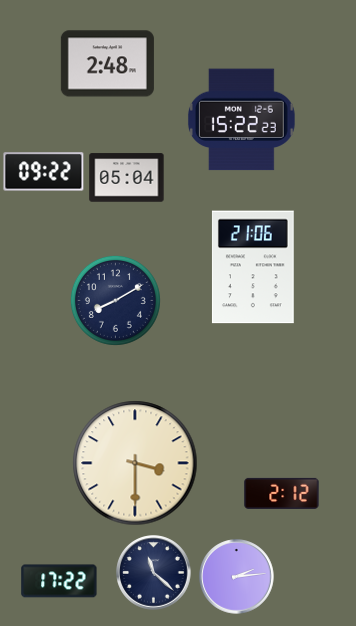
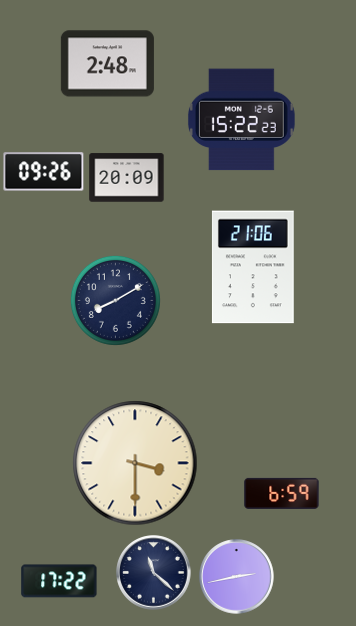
clock at (44, 172): 09:22 -> 09:26
clock at (127, 178): 05:04 -> 20:09
clock at (282, 493): 2:12 -> 6:59
clock at (237, 577): 2:14 -> 2:43
